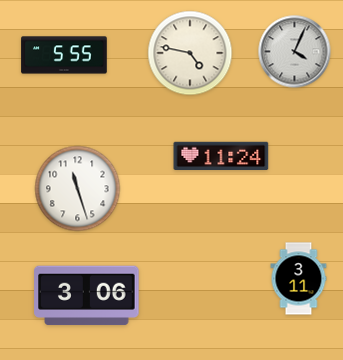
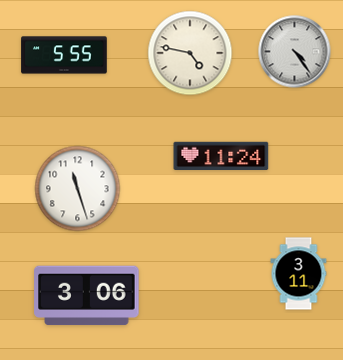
clock at (295, 52): 4:04 -> 4:24
clock at (299, 279) position: (299, 279) -> (299, 274)
